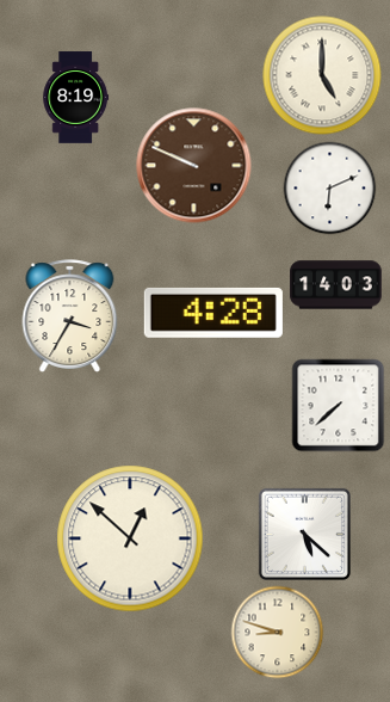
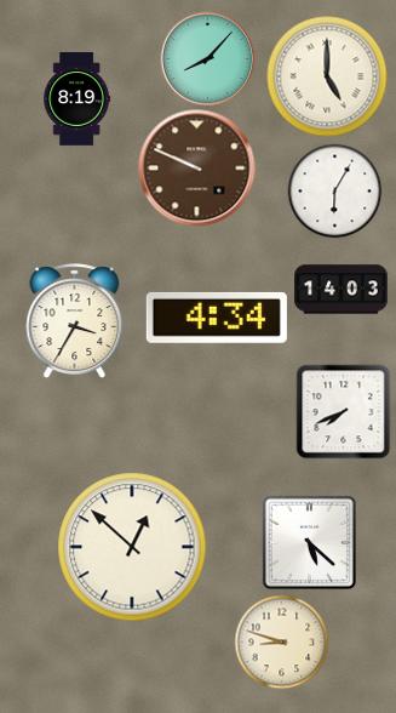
clock at (207, 58): none -> 8:07
clock at (329, 187): 6:11 -> 6:05
clock at (213, 313): 4:28 -> 4:34
clock at (70, 316) position: (70, 316) -> (75, 321)
clock at (338, 405): 7:38 -> 7:41
